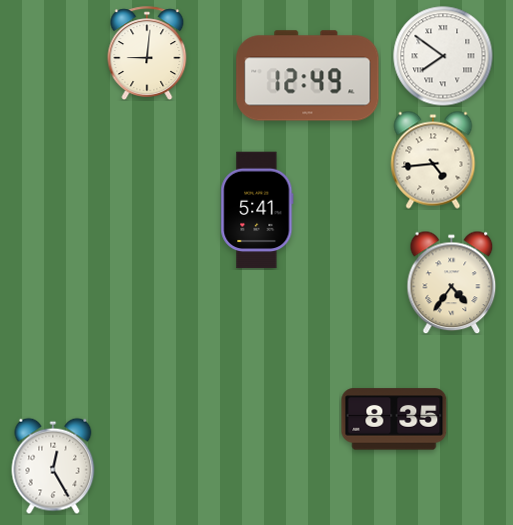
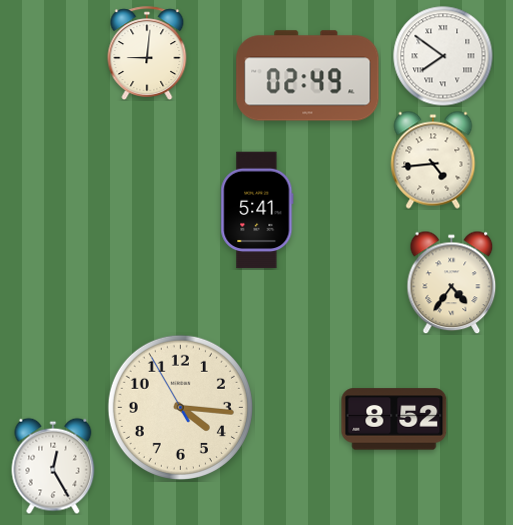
clock at (308, 76): 12:49 -> 02:49
clock at (180, 407): none -> 4:15
clock at (394, 419): 8:35 -> 8:52
